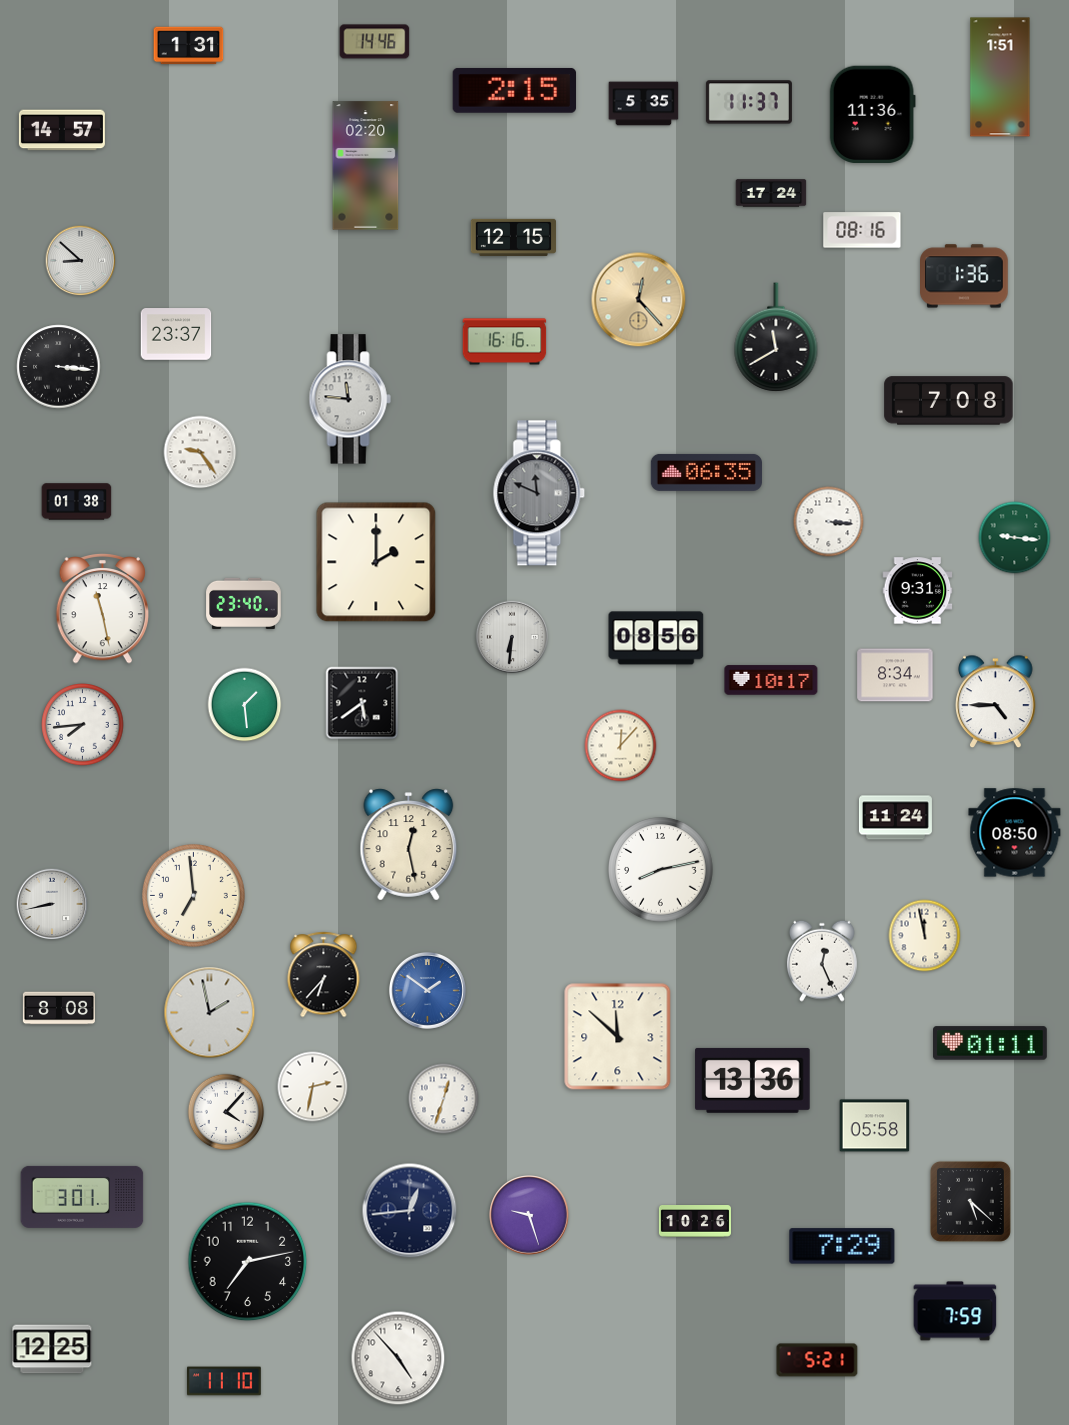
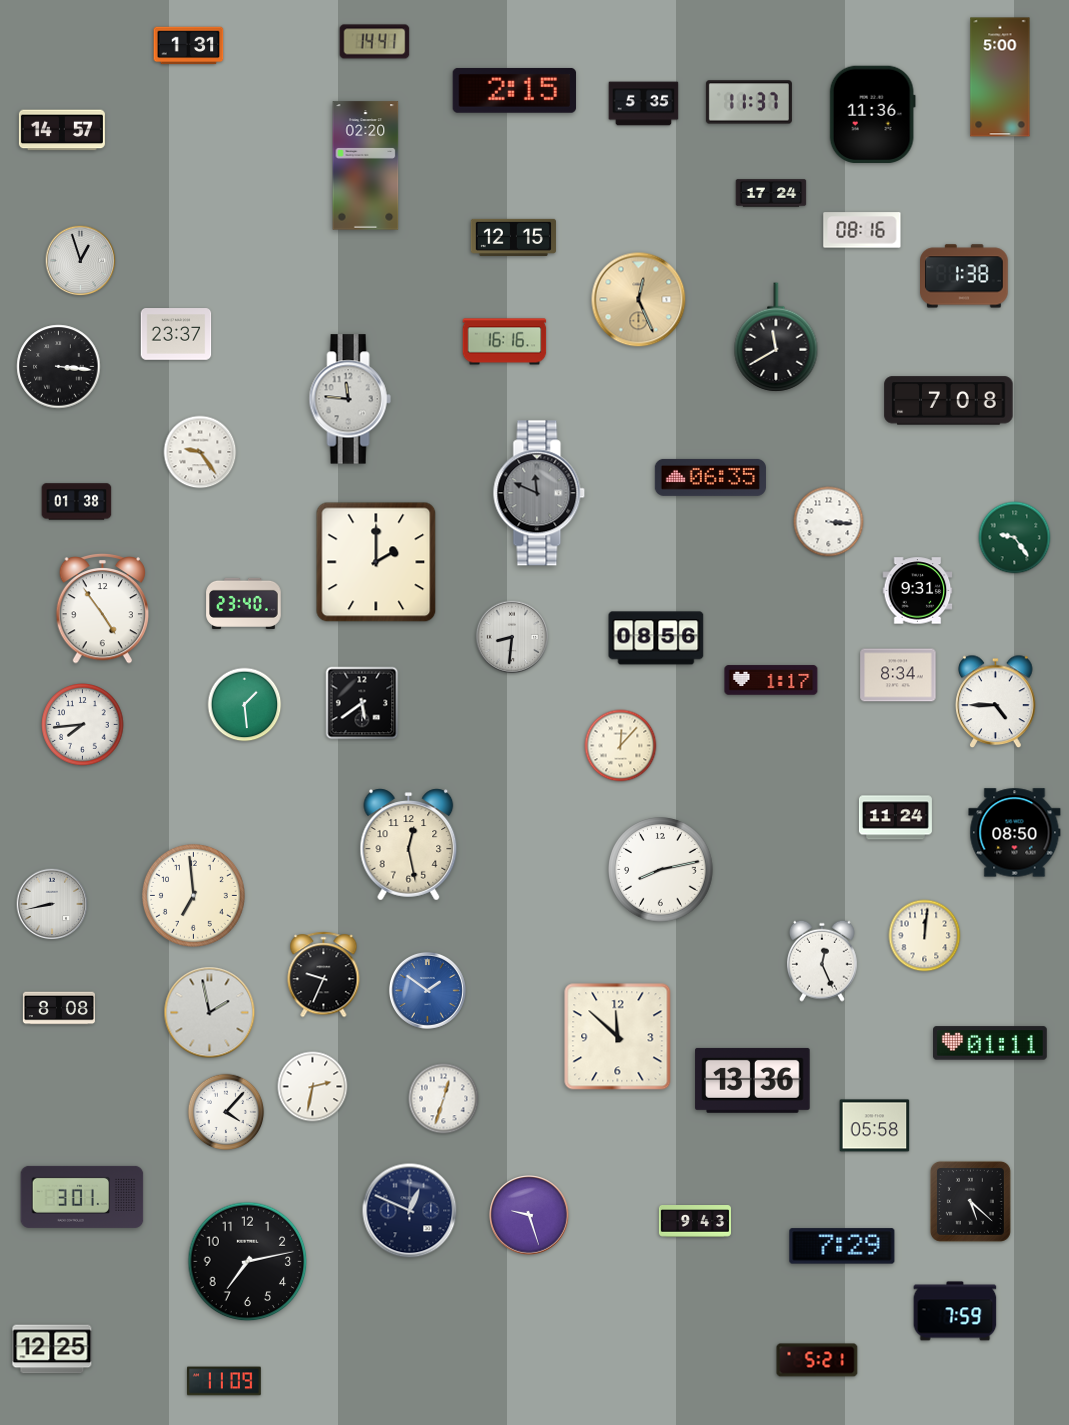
clock at (375, 42): 14:46 -> 14:41
clock at (1000, 77): 1:51 -> 5:00
clock at (81, 261): 8:52 -> 12:57
clock at (965, 276): 1:36 -> 1:38
clock at (639, 300): 12:23 -> 12:26
clock at (706, 472) position: (706, 472) -> (710, 477)
clock at (1015, 538): 9:16 -> 9:24
clock at (102, 609): 11:28 -> 4:54
clock at (512, 637): 6:31 -> 8:31
clock at (895, 675) position: (895, 675) -> (898, 675)
clock at (771, 680): 10:17 -> 1:17
clock at (925, 936): 11:58 -> 12:01
clock at (324, 975): 6:37 -> 9:34
clock at (410, 1211): 12:44 -> 12:49
clock at (694, 1222): 10:26 -> 9:43
clock at (398, 1358): 4:53 -> none
clock at (225, 1381): 11:10 -> 11:09
